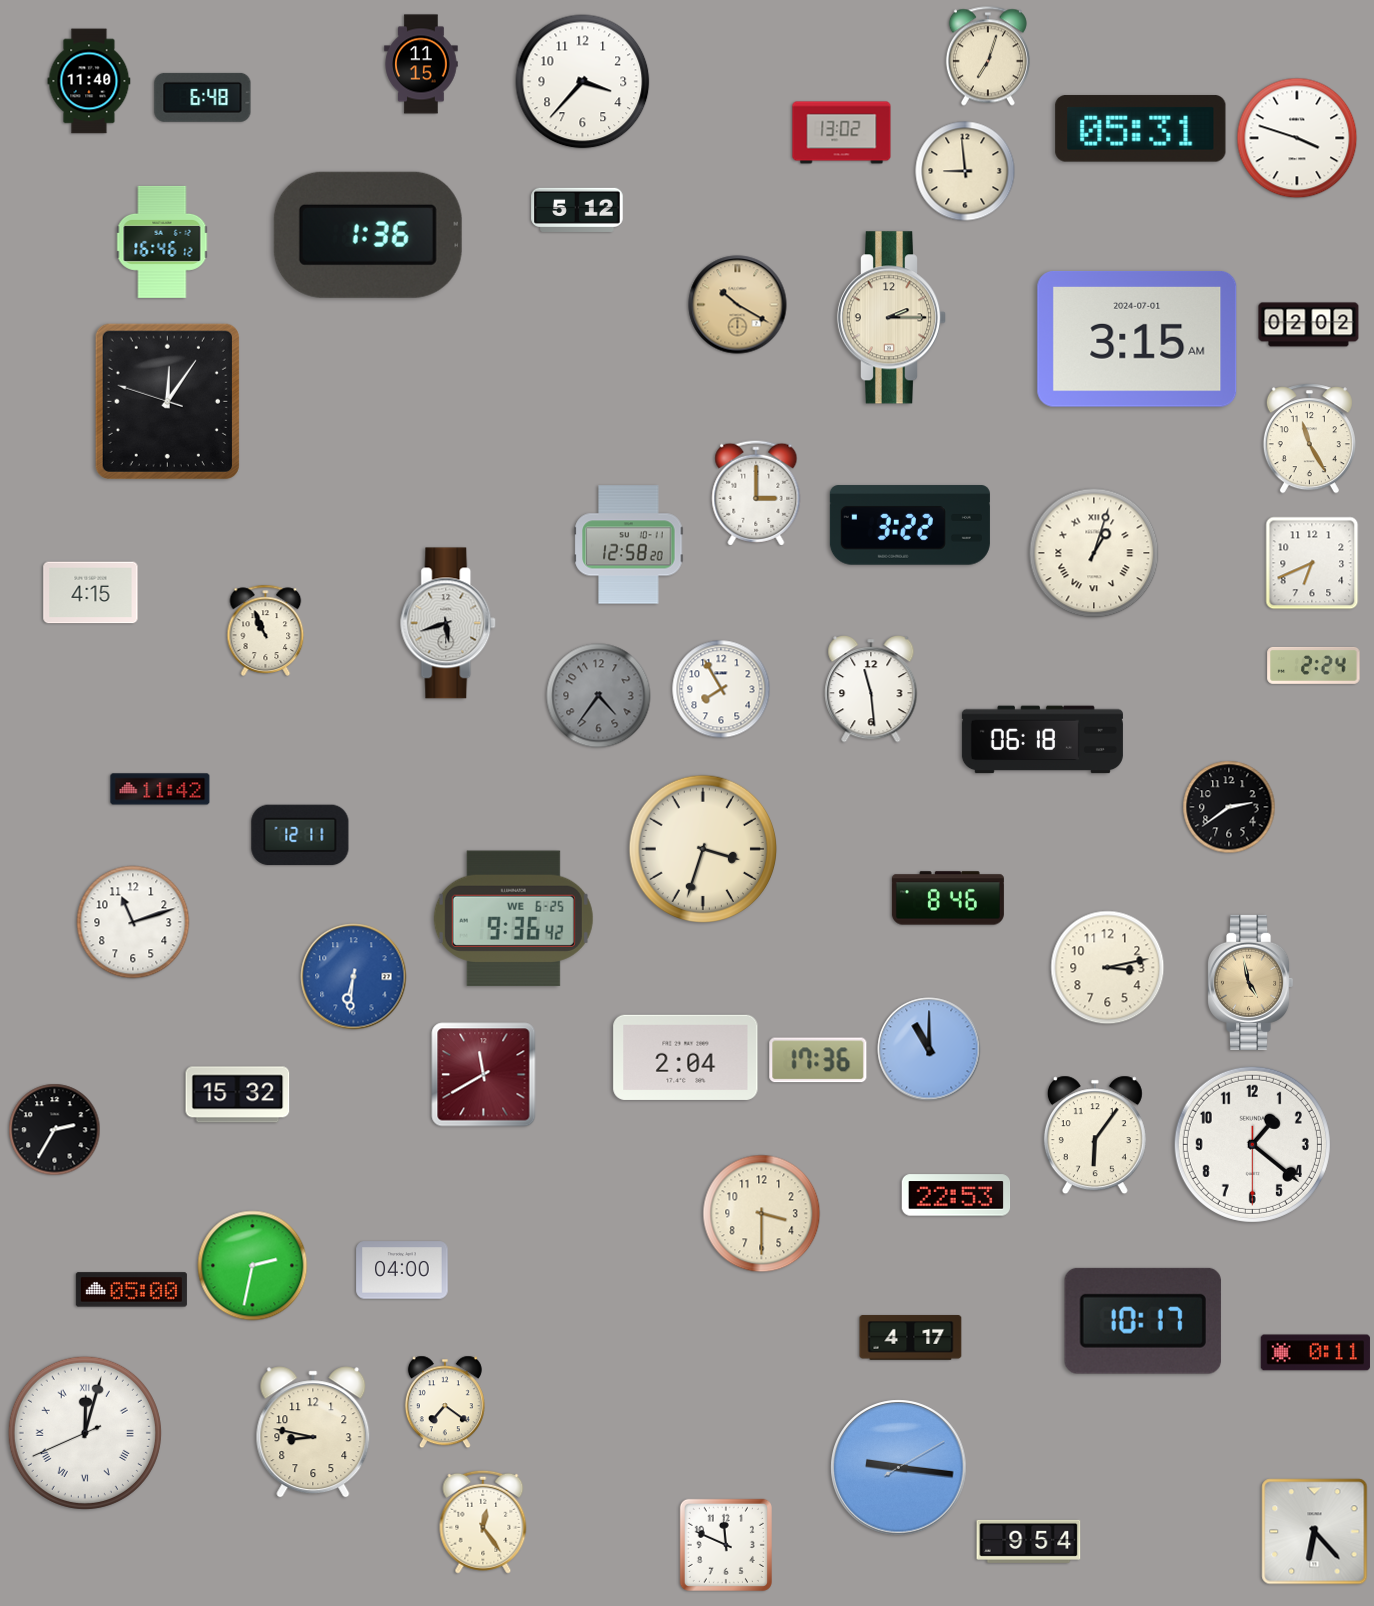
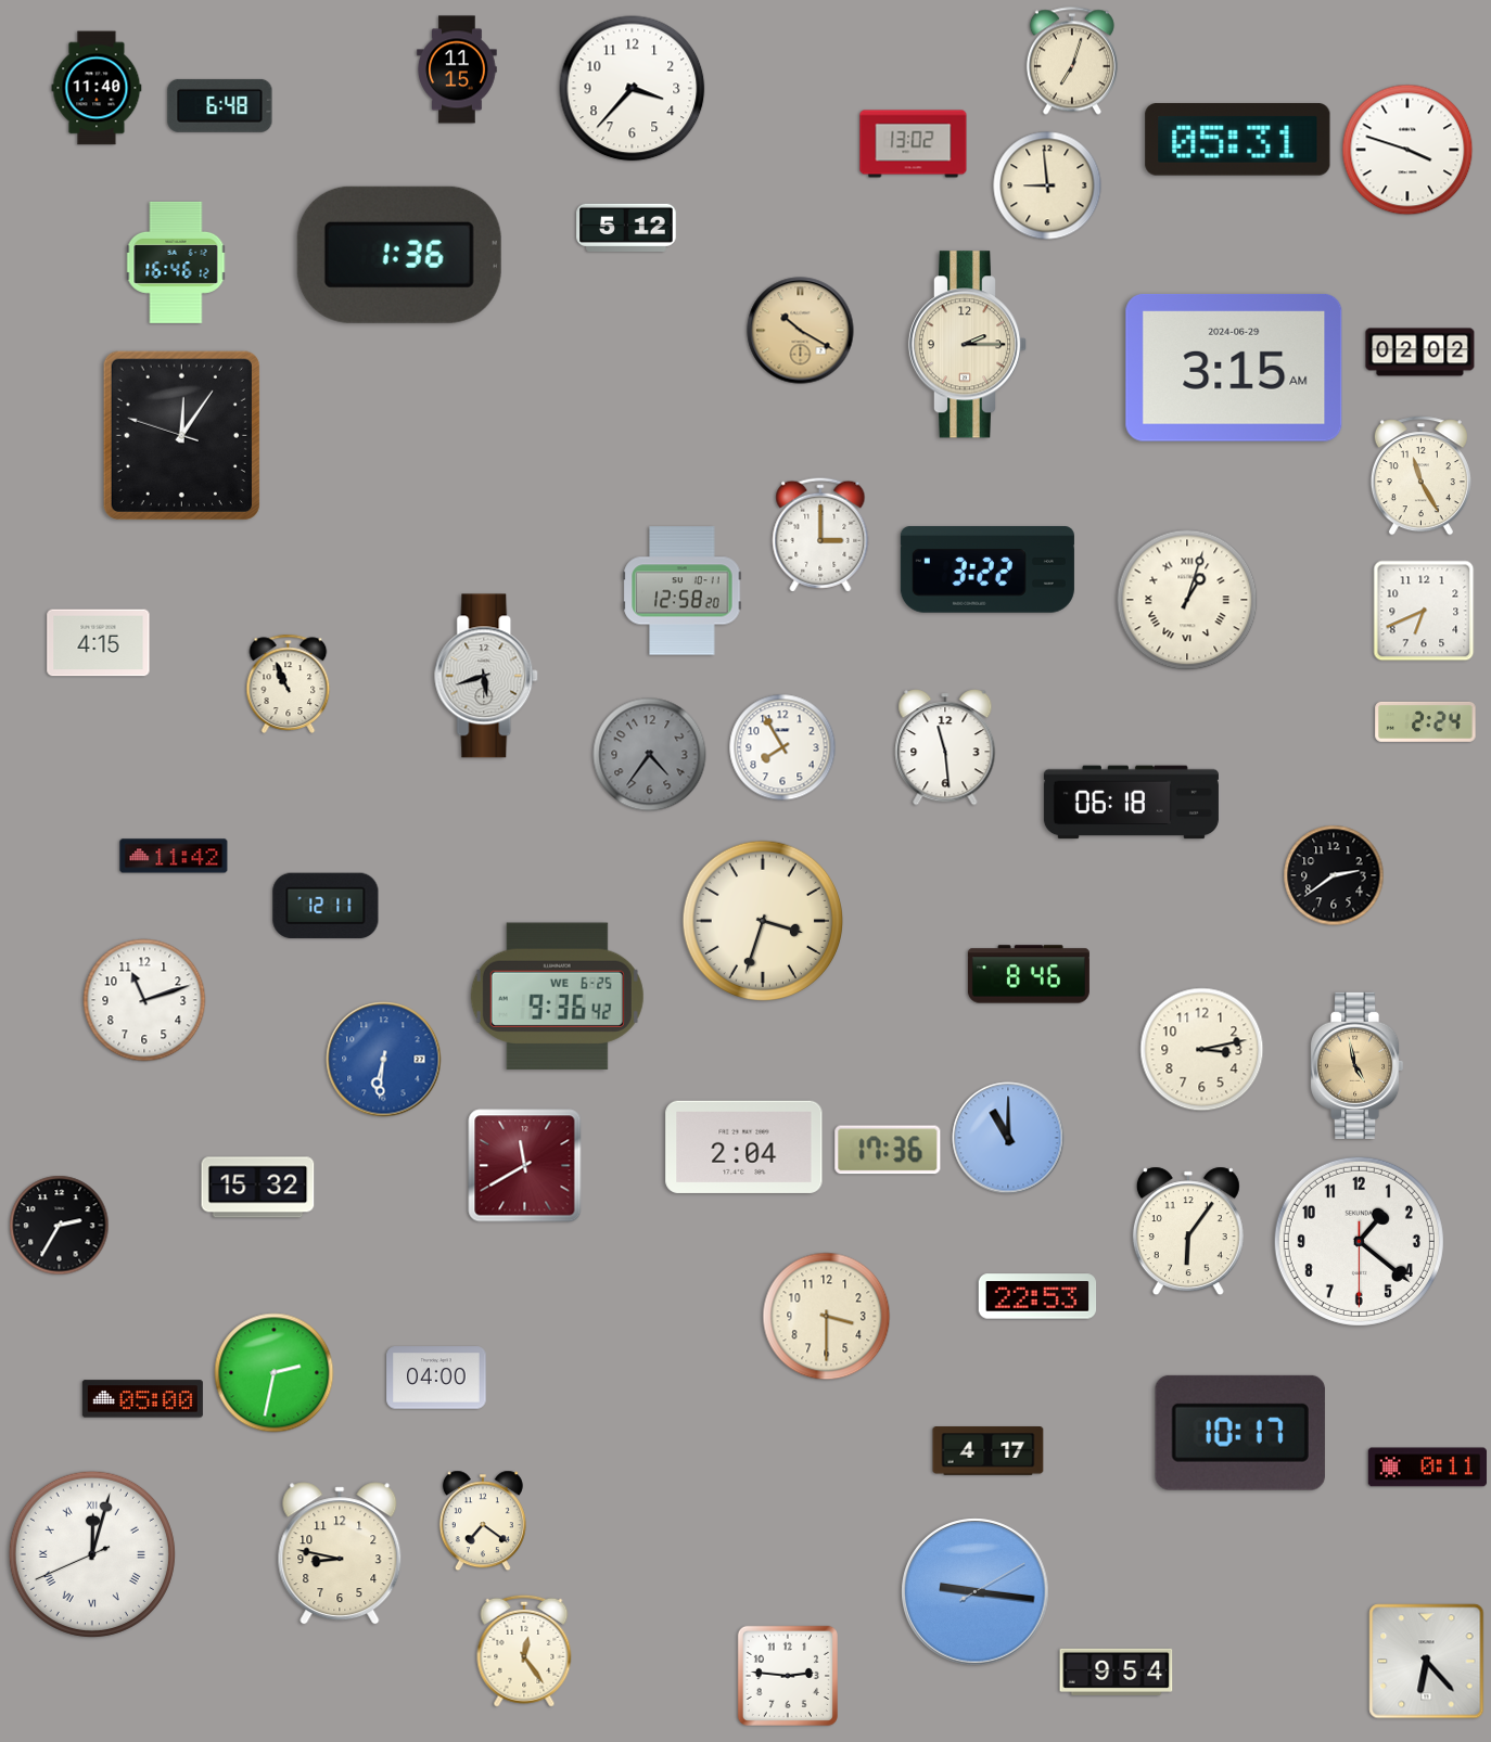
clock at (1137, 339) date: 2024-07-01 -> 2024-06-29
clock at (726, 1545): 11:49 -> 2:46
